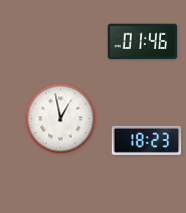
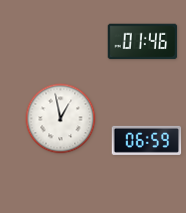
clock at (147, 140): 18:23 -> 06:59
